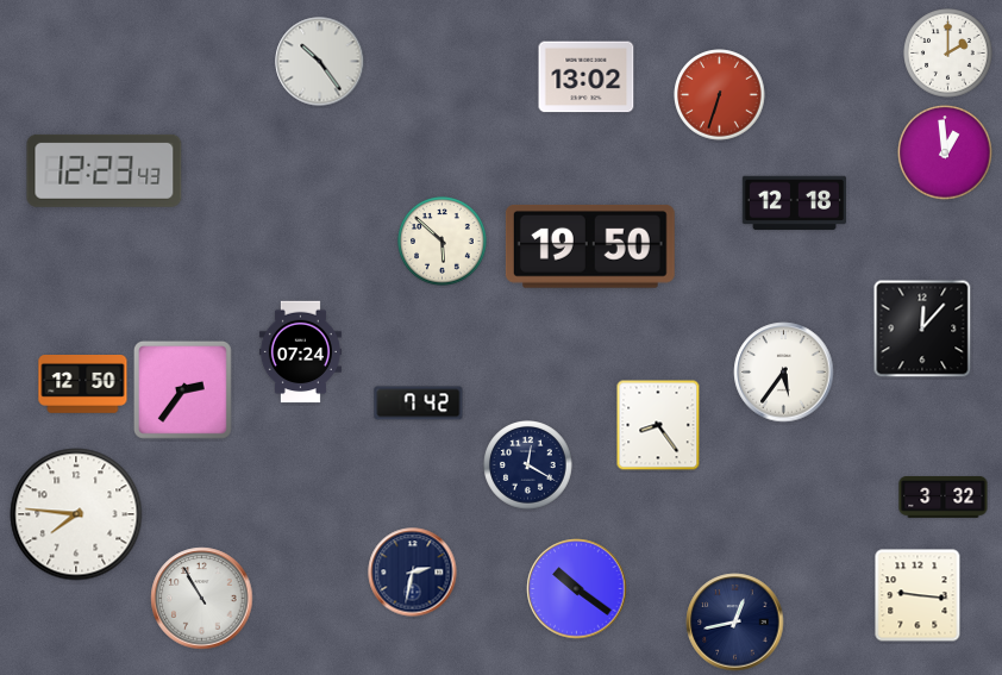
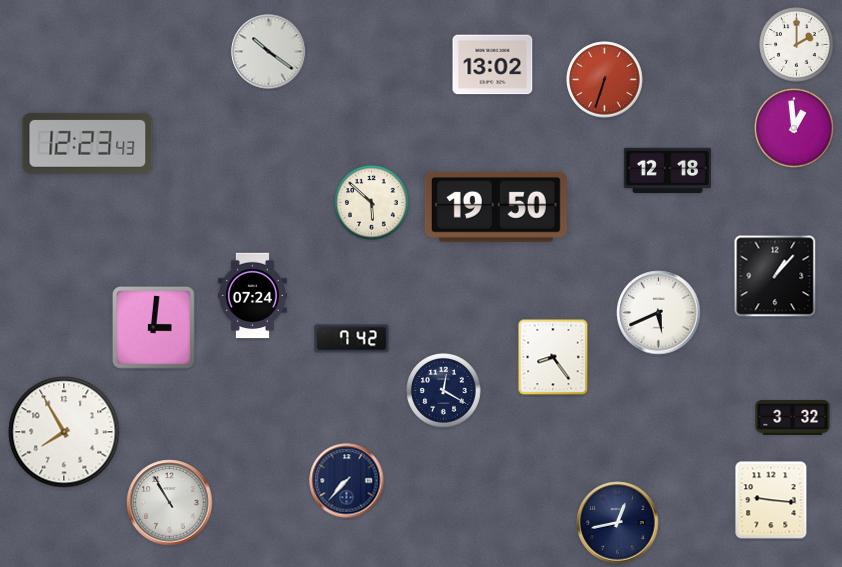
clock at (320, 62): 10:24 -> 10:21
clock at (922, 329): 12:07 -> 1:07
clock at (784, 373): 5:36 -> 5:41
clock at (83, 385): 12:50 -> none
clock at (182, 389): 2:36 -> 3:01
clock at (76, 514): 7:46 -> 7:55
clock at (413, 573): 2:32 -> 7:37
clock at (577, 589): 10:21 -> none
